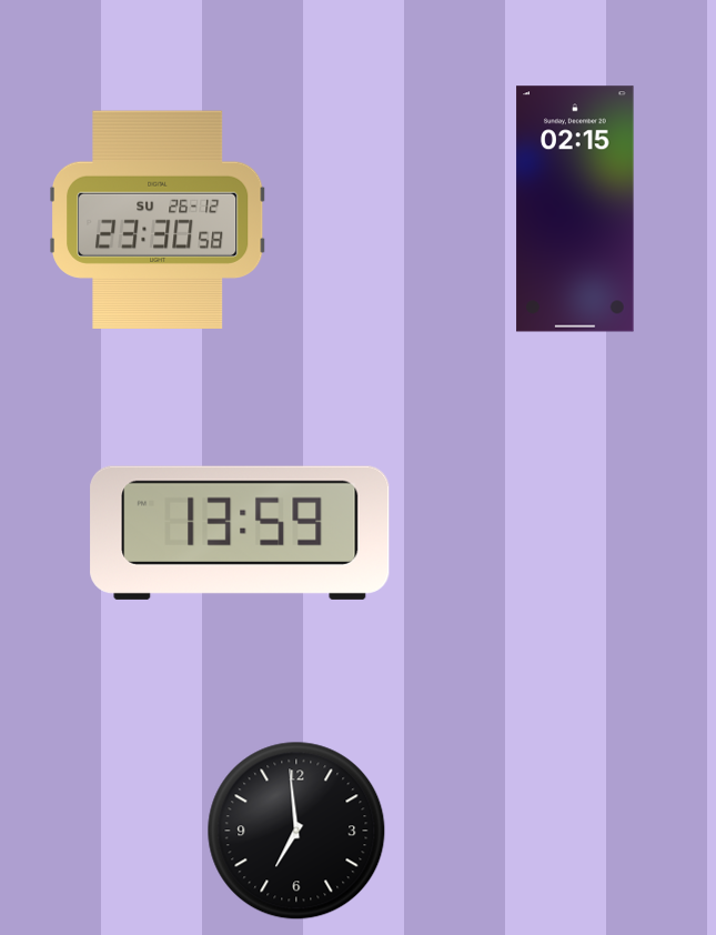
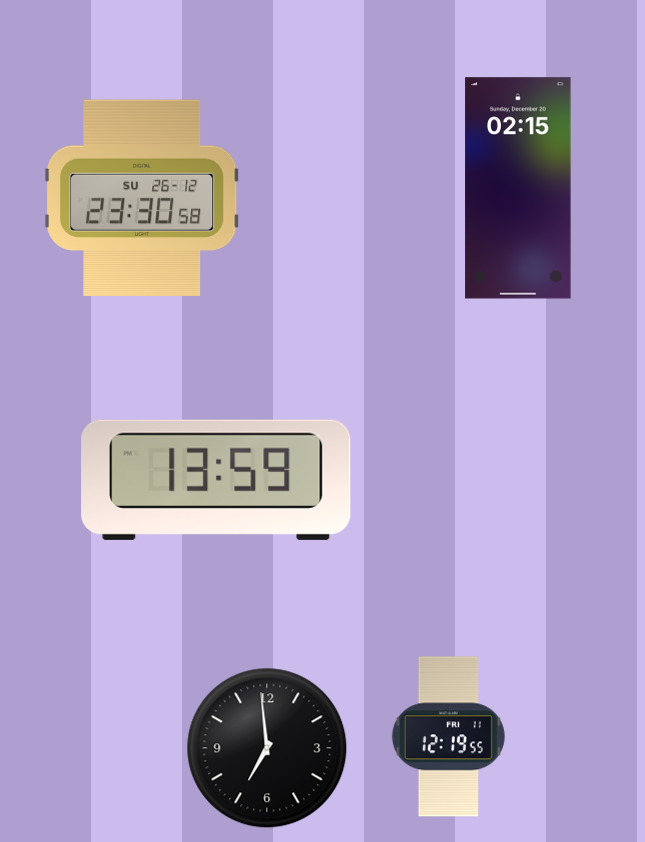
clock at (448, 737): none -> 12:19
